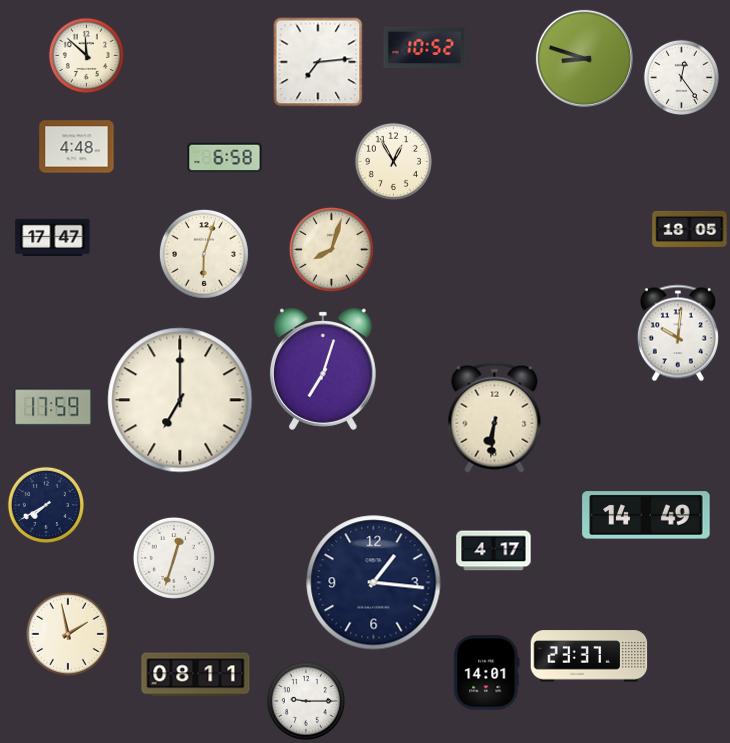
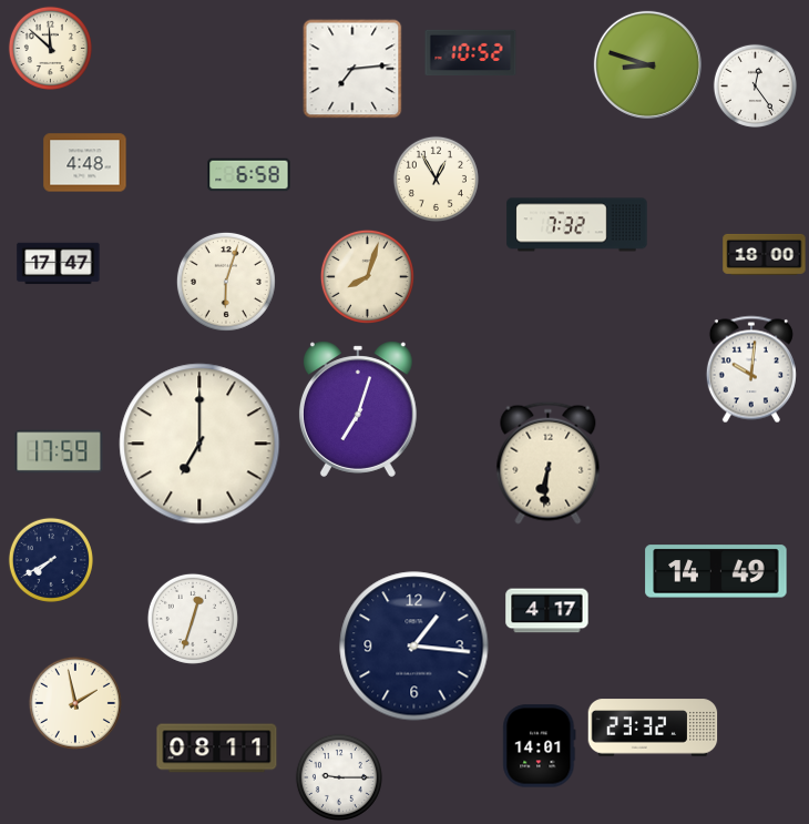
clock at (86, 55) position: (86, 55) -> (50, 48)
clock at (577, 225): none -> 7:32
clock at (690, 229): 18:05 -> 18:00
clock at (589, 656): 23:37 -> 23:32
